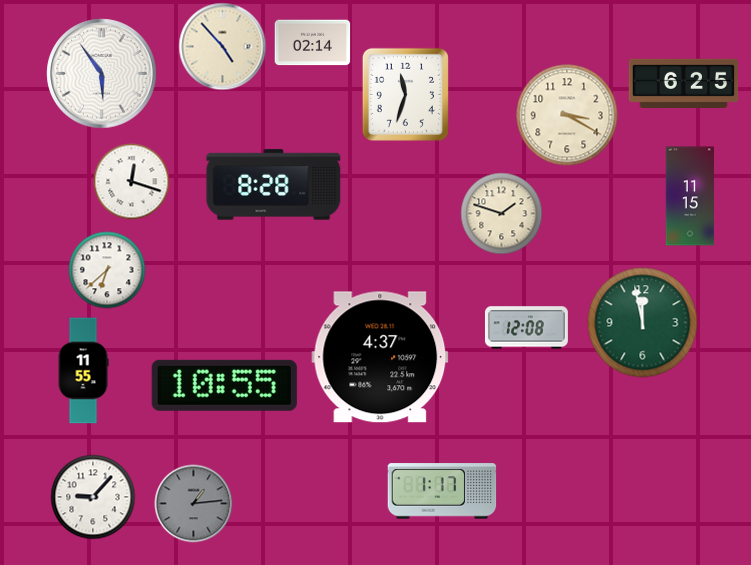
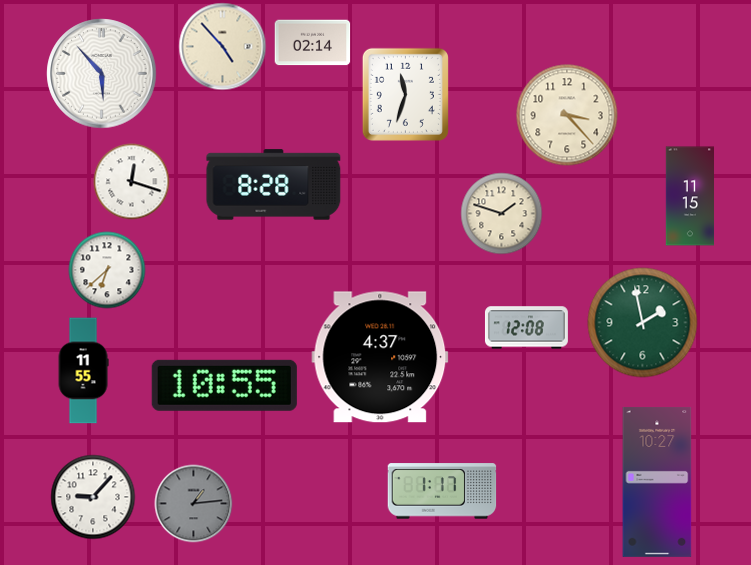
clock at (102, 74): 5:54 -> 5:53
clock at (684, 83): 6:25 -> none
clock at (567, 115): 3:20 -> 3:23
clock at (643, 323): 11:58 -> 1:58
clock at (657, 482): none -> 10:27
